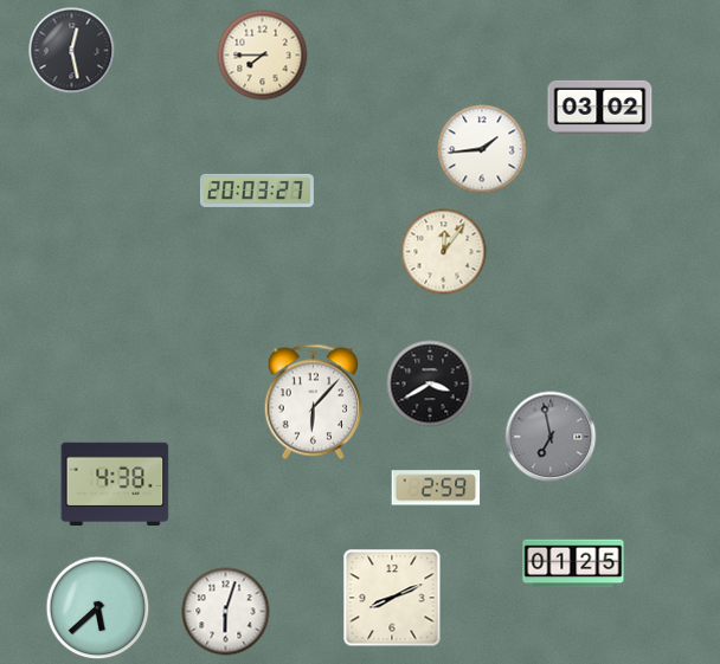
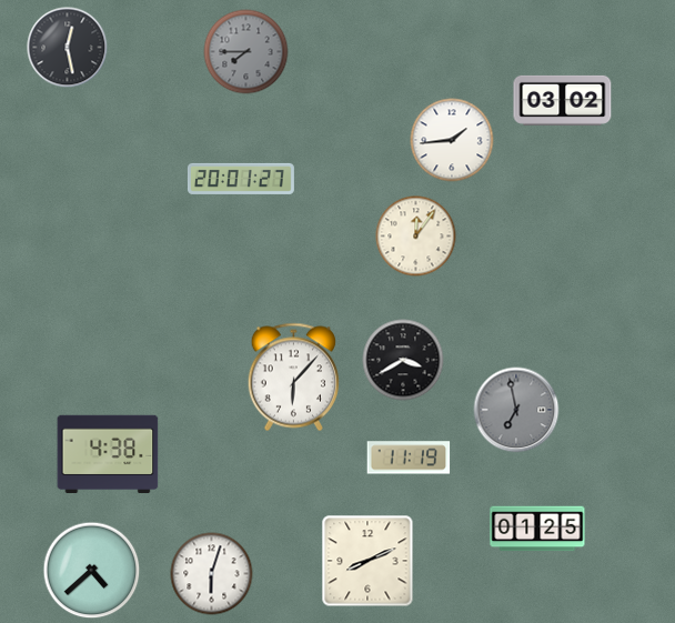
clock at (263, 56) dial: cream -> grey
clock at (257, 191): 20:03 -> 20:01
clock at (436, 488): 2:59 -> 11:19
clock at (98, 608): 5:38 -> 4:38
